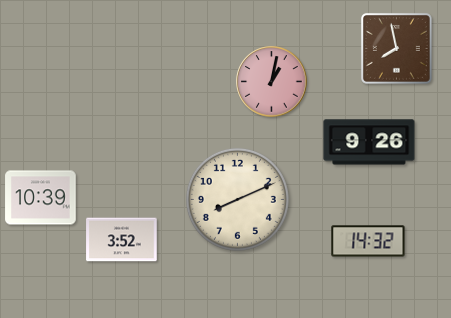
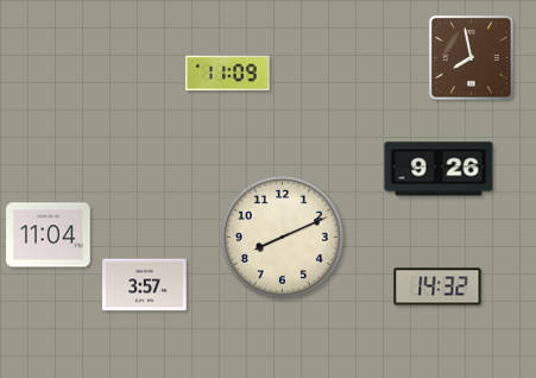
clock at (228, 74): none -> 11:09
clock at (272, 82): 1:02 -> none
clock at (41, 198): 10:39 -> 11:04
clock at (122, 240): 3:52 -> 3:57
